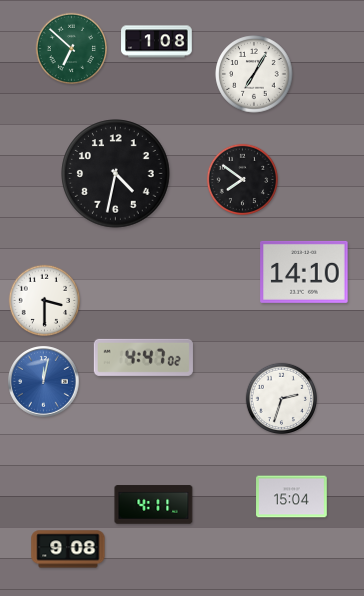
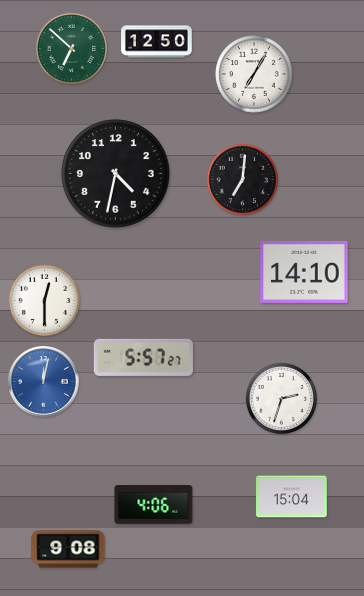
clock at (157, 42): 1:08 -> 12:50
clock at (242, 179): 7:51 -> 7:01
clock at (44, 300): 3:30 -> 12:30
clock at (143, 357): 4:47 -> 5:57
clock at (154, 505): 4:11 -> 4:06
